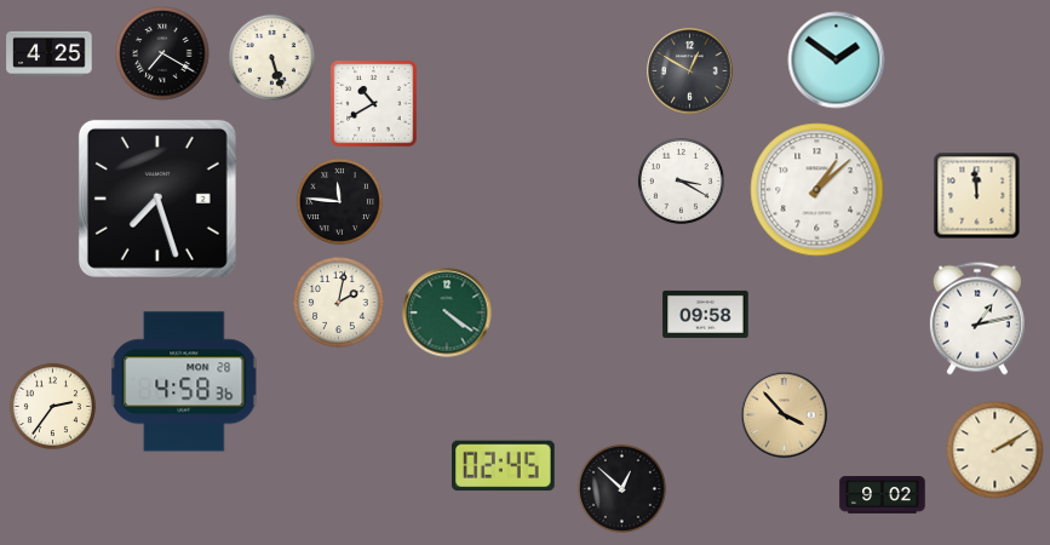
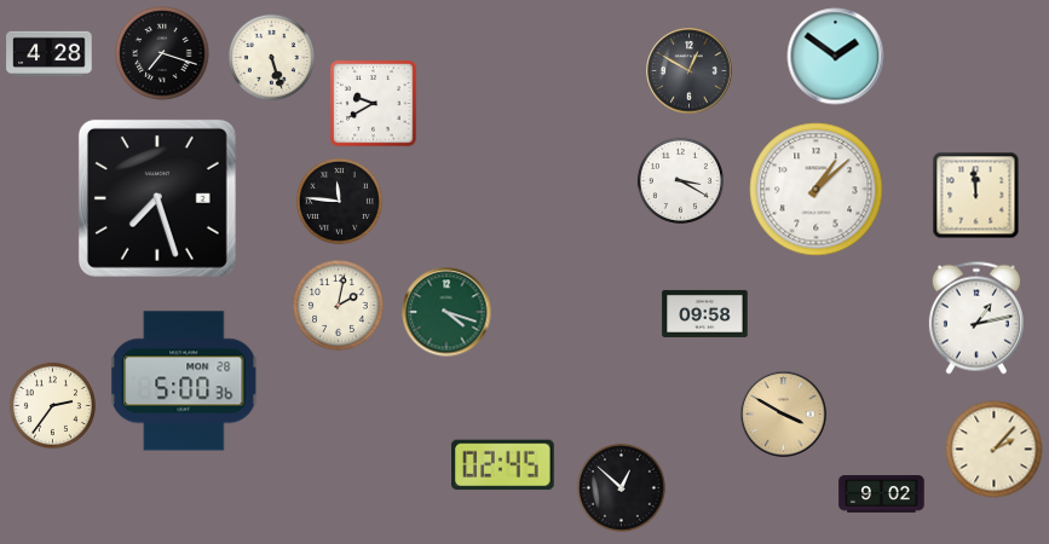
clock at (50, 53): 4:25 -> 4:28
clock at (162, 53): 7:20 -> 7:18
clock at (837, 61) position: (837, 61) -> (836, 57)
clock at (374, 104): 10:40 -> 9:40
clock at (339, 303) position: (339, 303) -> (339, 306)
clock at (447, 312): 4:21 -> 4:18
clock at (184, 381): 4:58 -> 5:00
clock at (785, 415): 3:53 -> 3:50
clock at (996, 451): 2:10 -> 2:07
